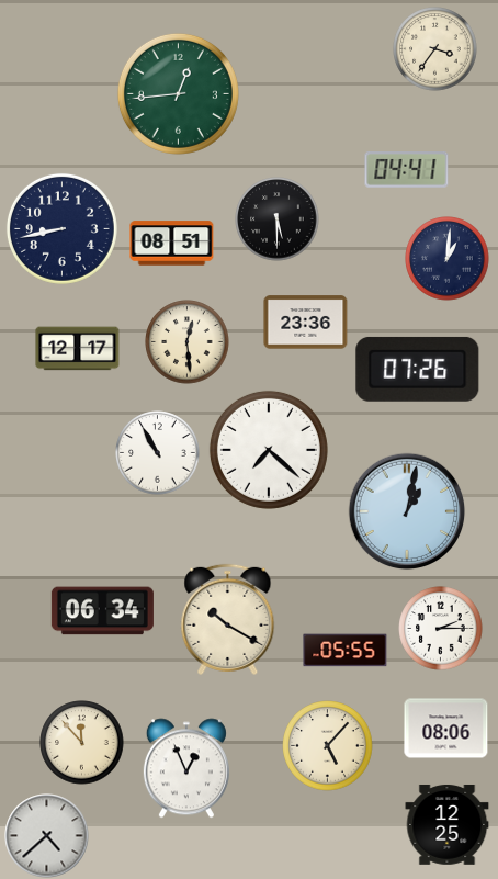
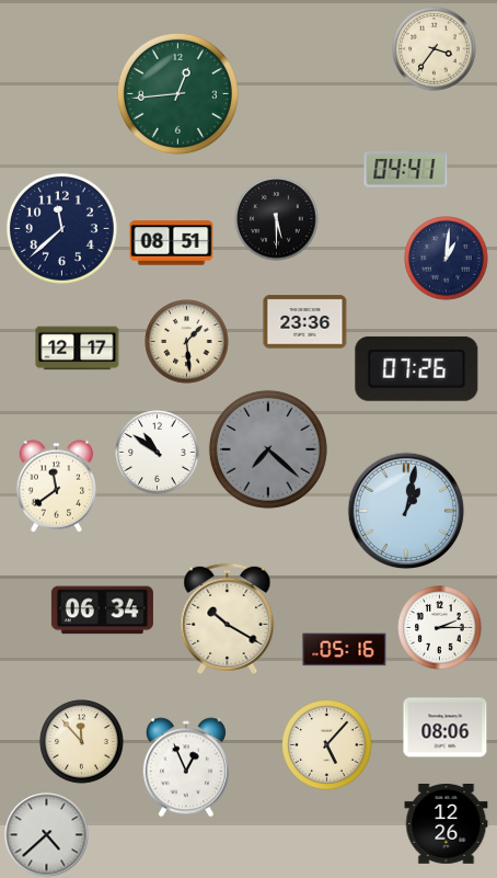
clock at (61, 228): 8:43 -> 11:38
clock at (188, 342): 12:29 -> 1:29
clock at (269, 450) dial: white -> grey
clock at (158, 453): 10:55 -> 10:51
clock at (57, 487): none -> 11:39
clock at (346, 651): 05:55 -> 05:16
clock at (448, 825): 12:25 -> 12:26
